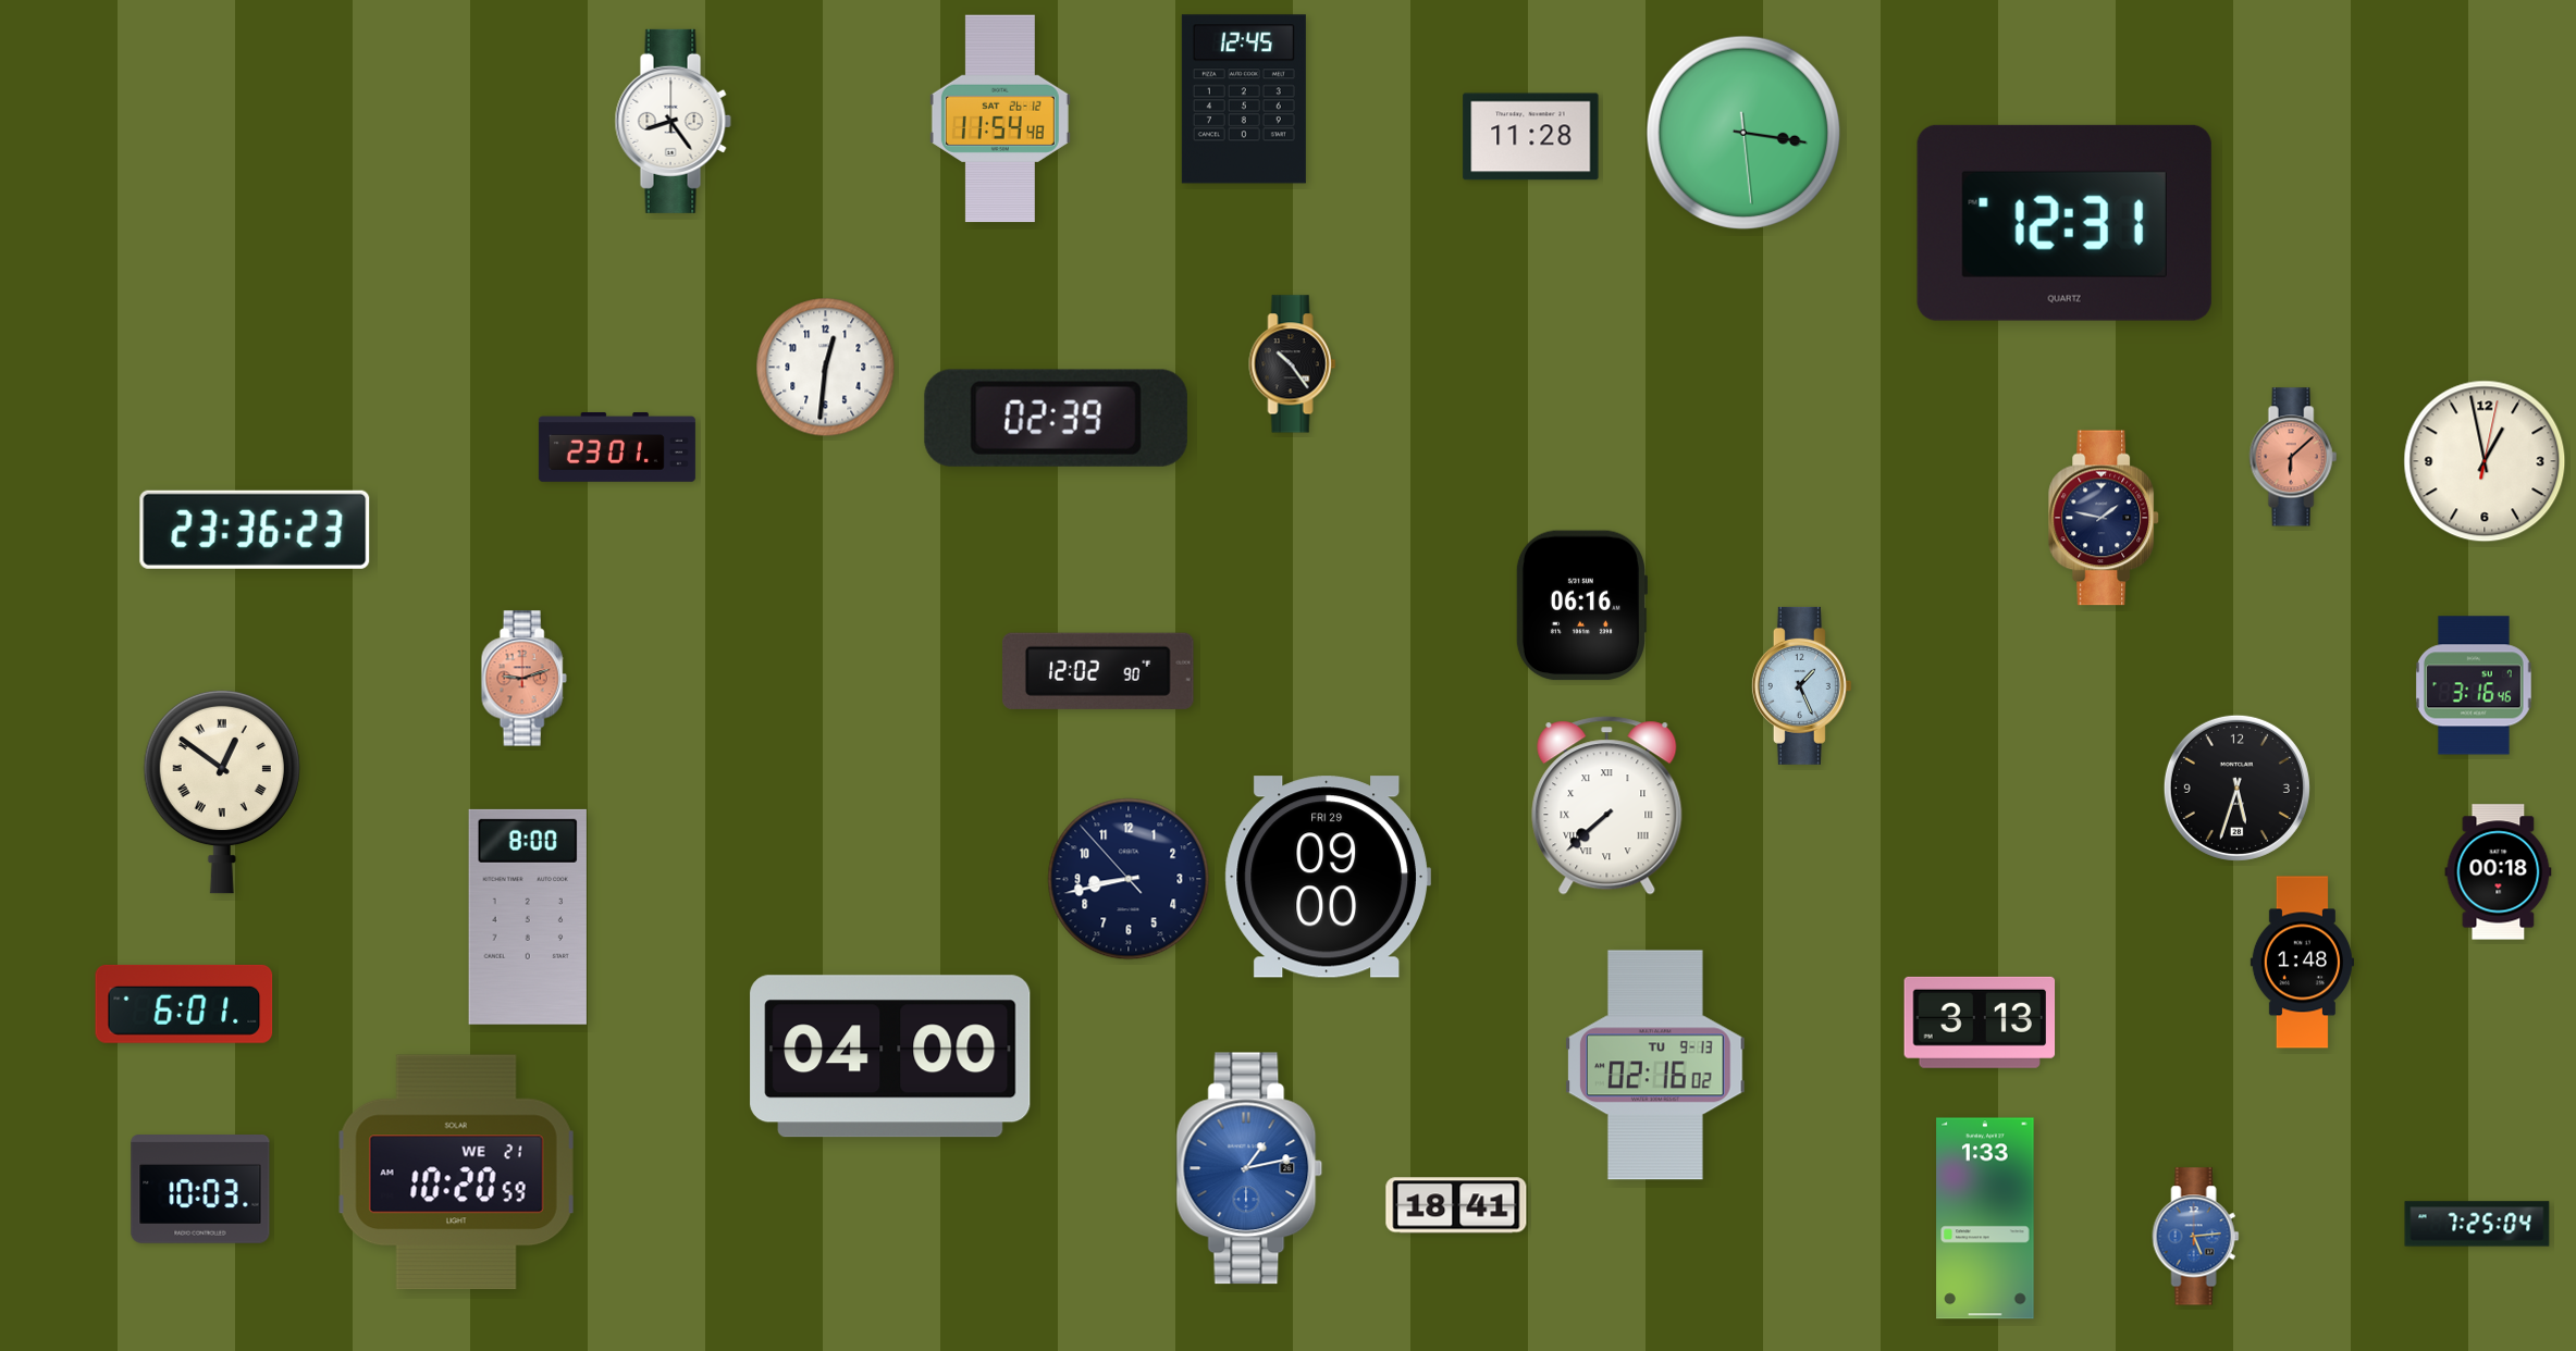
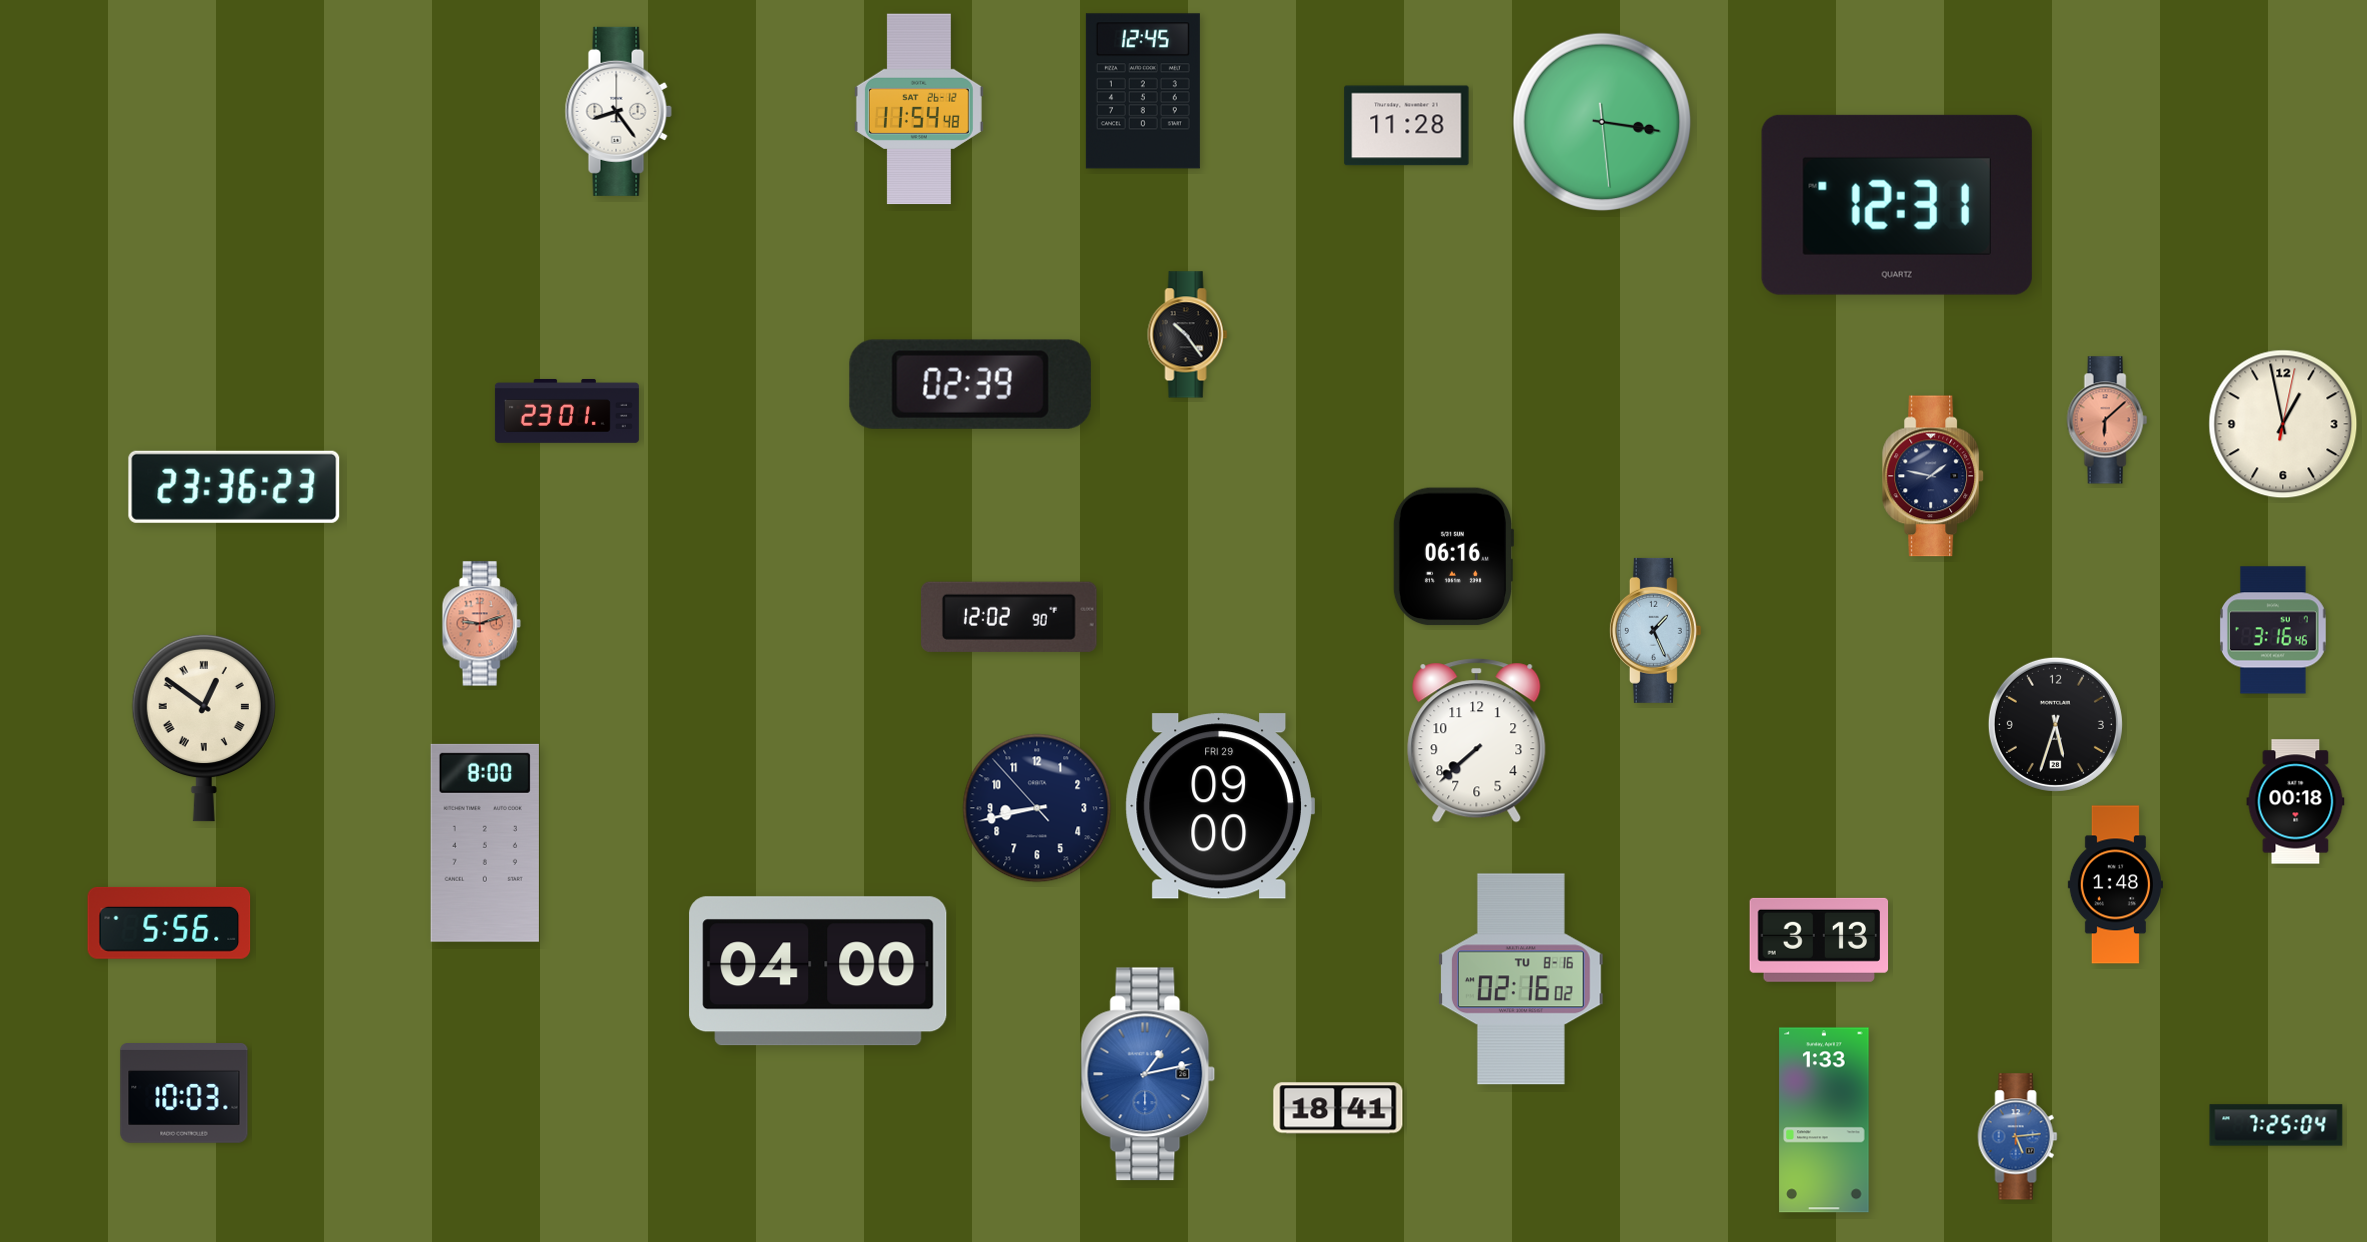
clock at (826, 368): 12:31 -> none
clock at (1607, 806) numerals: Roman -> Arabic
clock at (184, 1004): 6:01 -> 5:56
clock at (1656, 1065) date: TU 9-13 -> TU 8-16
clock at (457, 1173): 10:20 -> none
